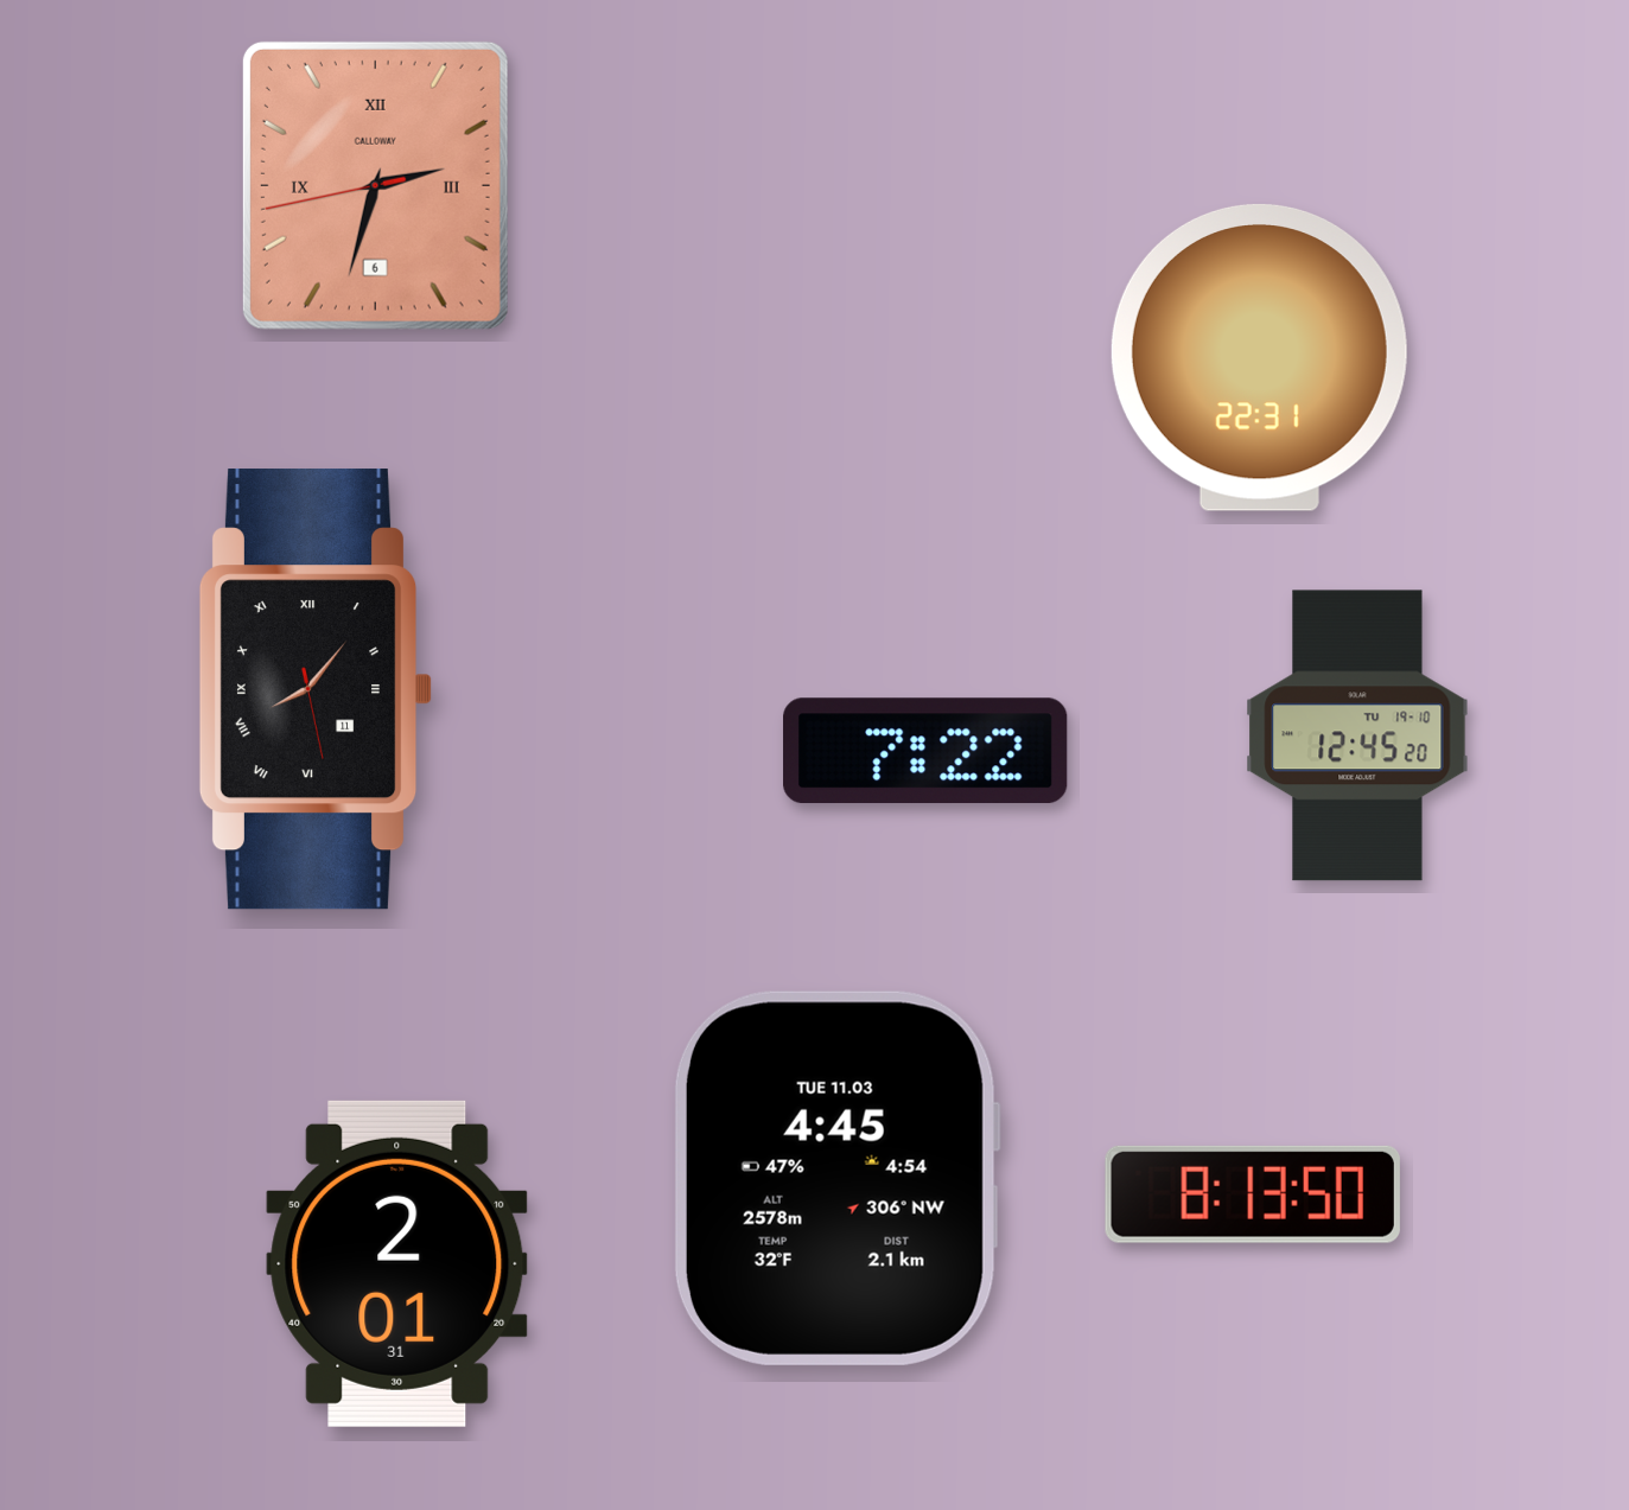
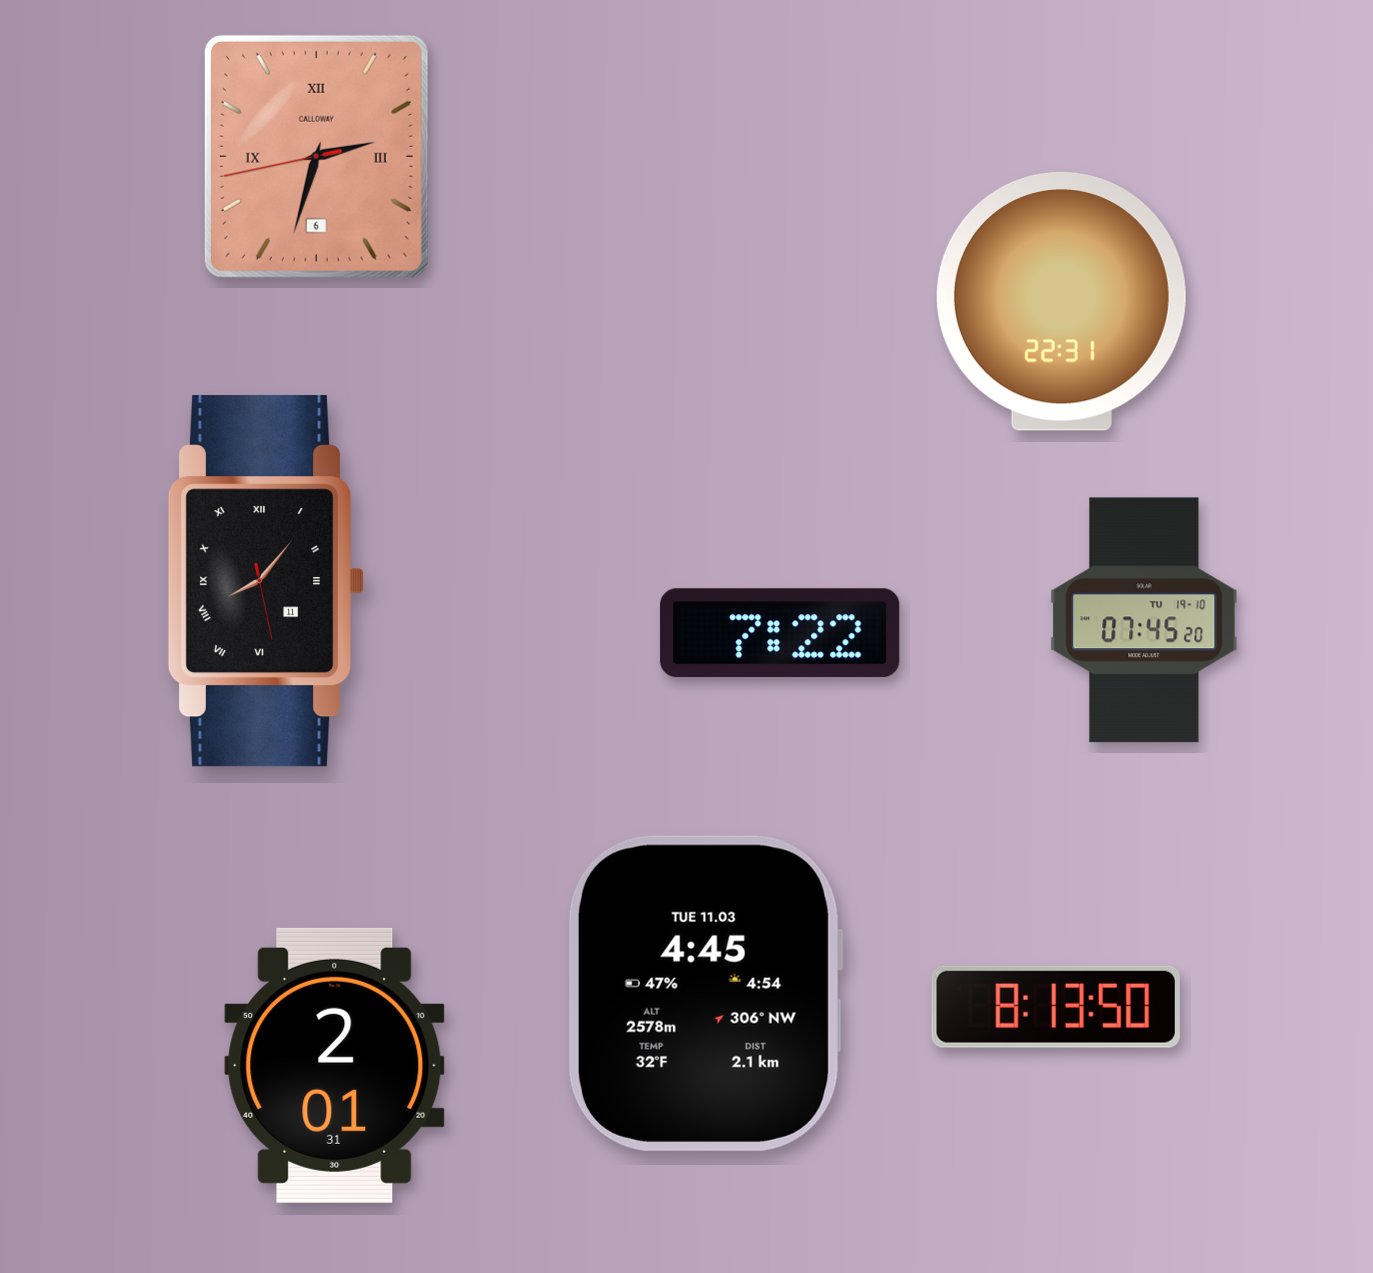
clock at (1357, 735): 12:45 -> 07:45
